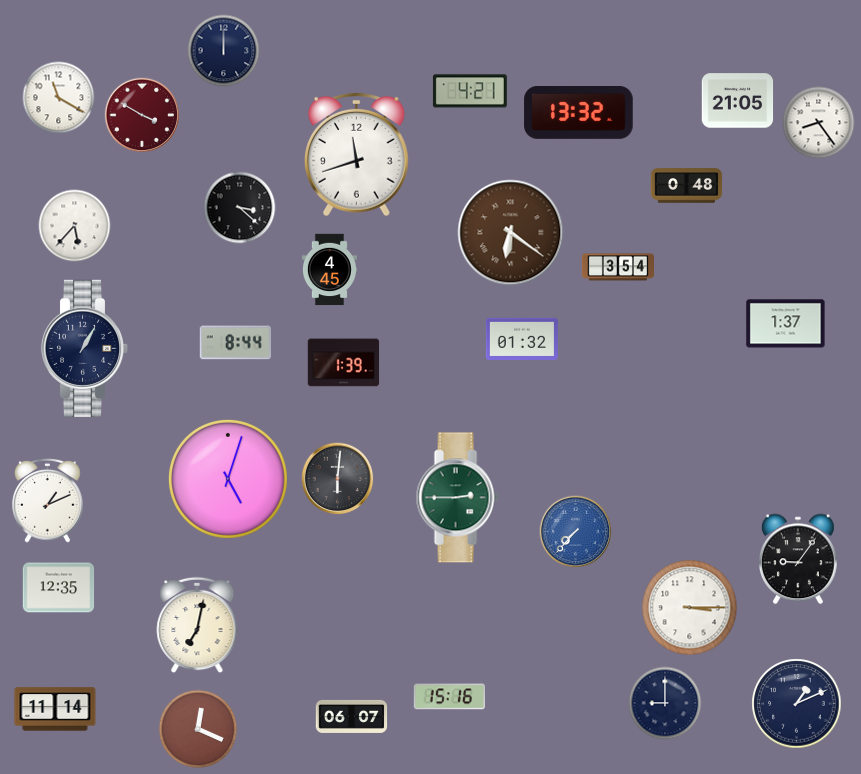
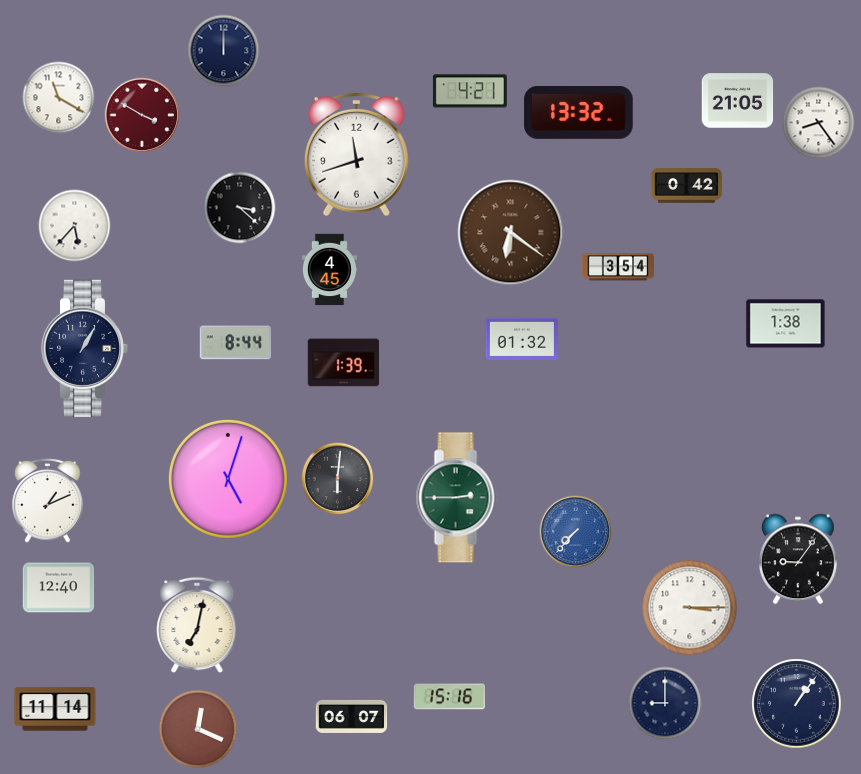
clock at (687, 186): 0:48 -> 0:42
clock at (786, 324): 1:37 -> 1:38
clock at (59, 588): 12:35 -> 12:40
clock at (797, 704): 1:11 -> 1:06
